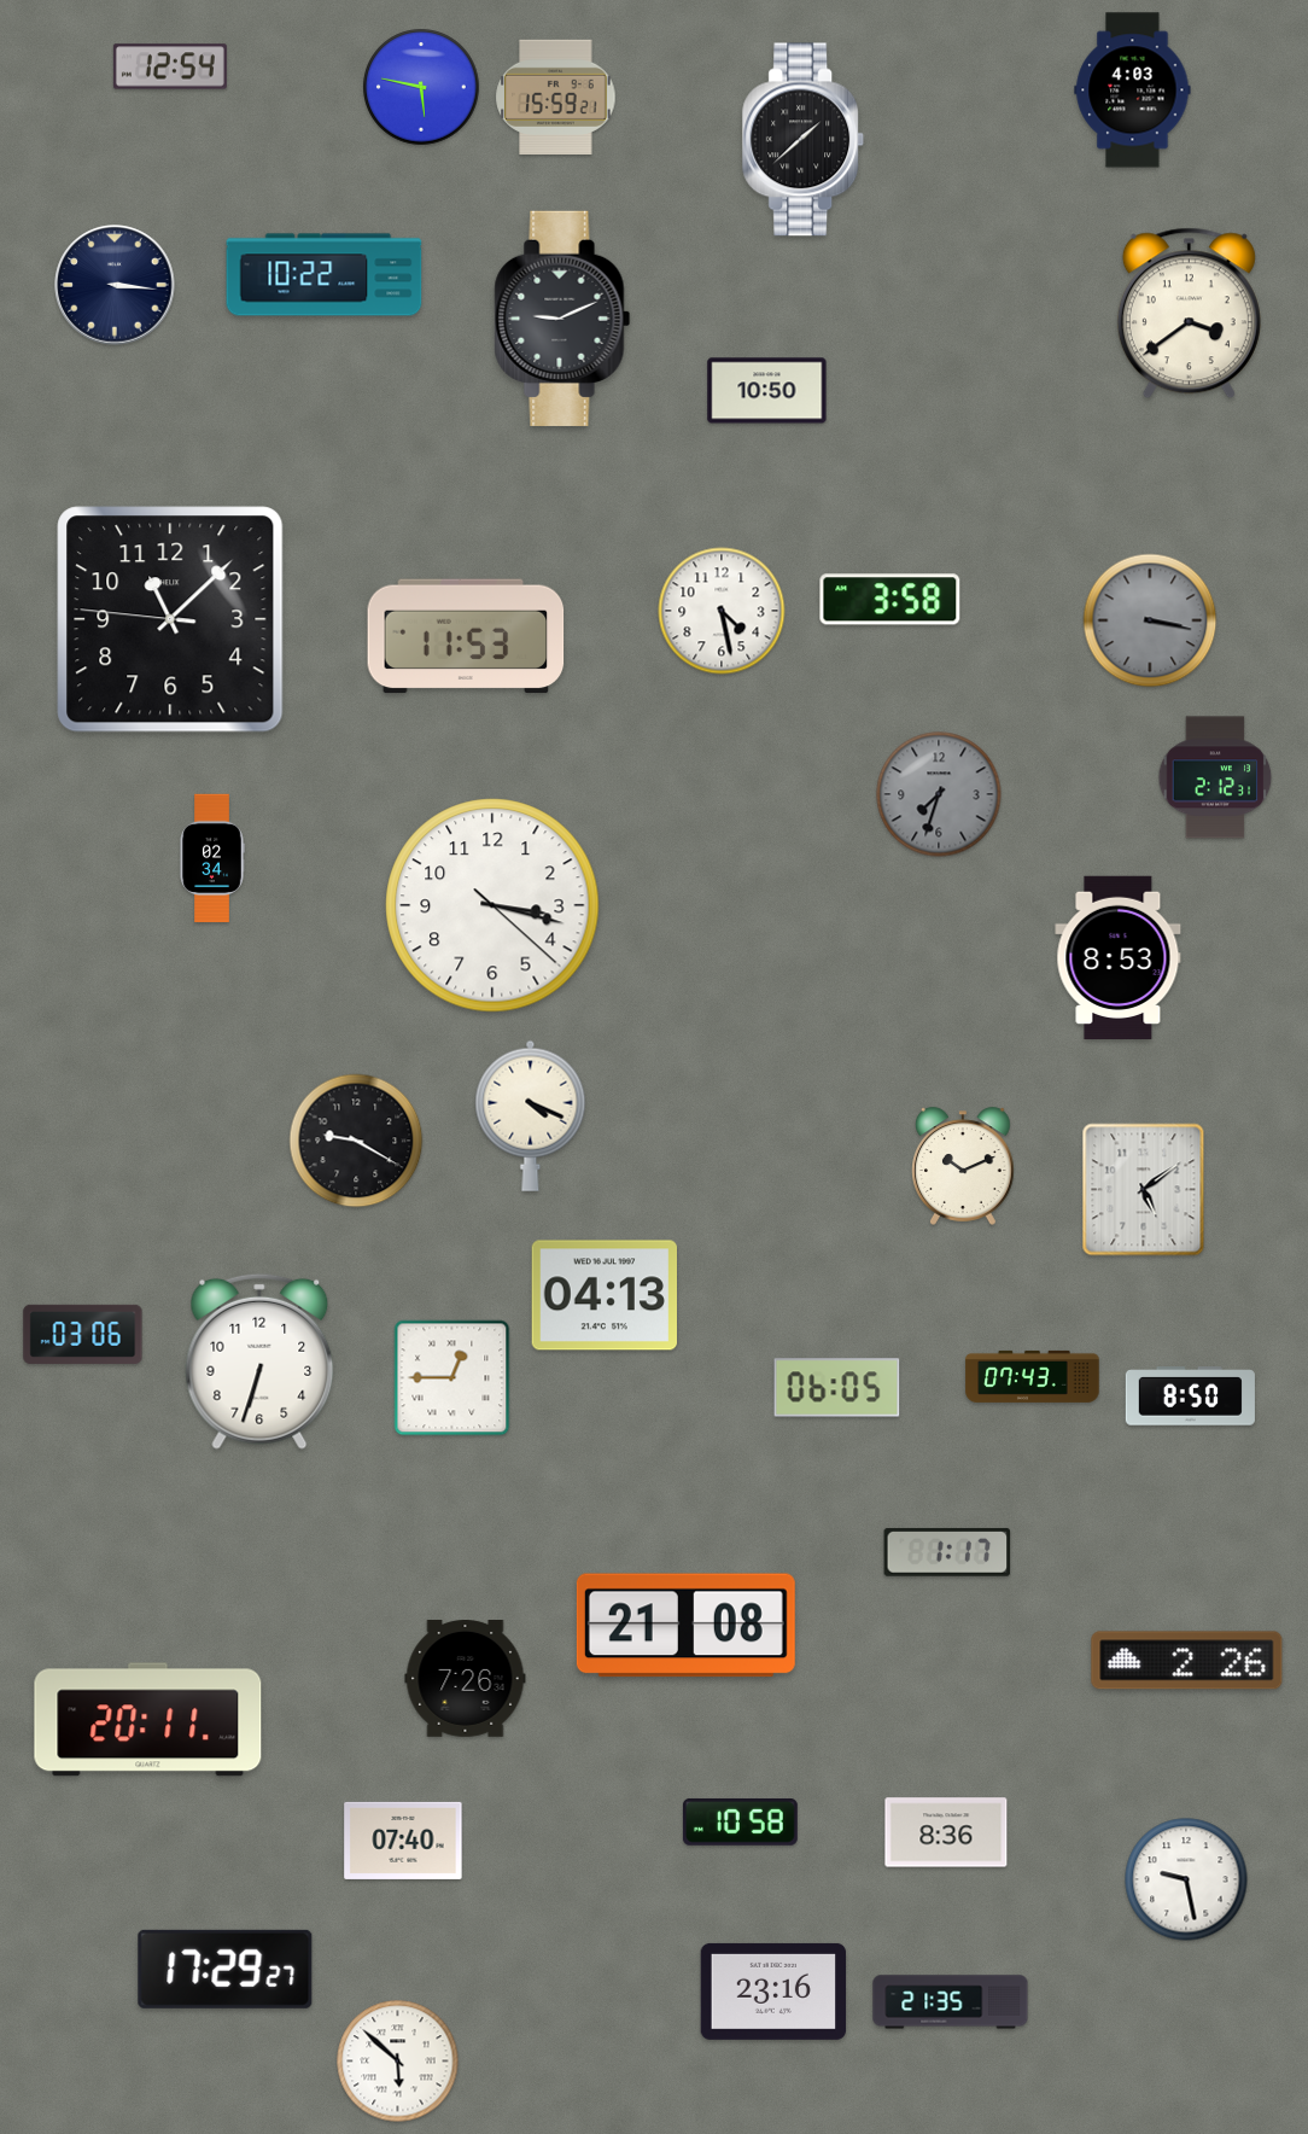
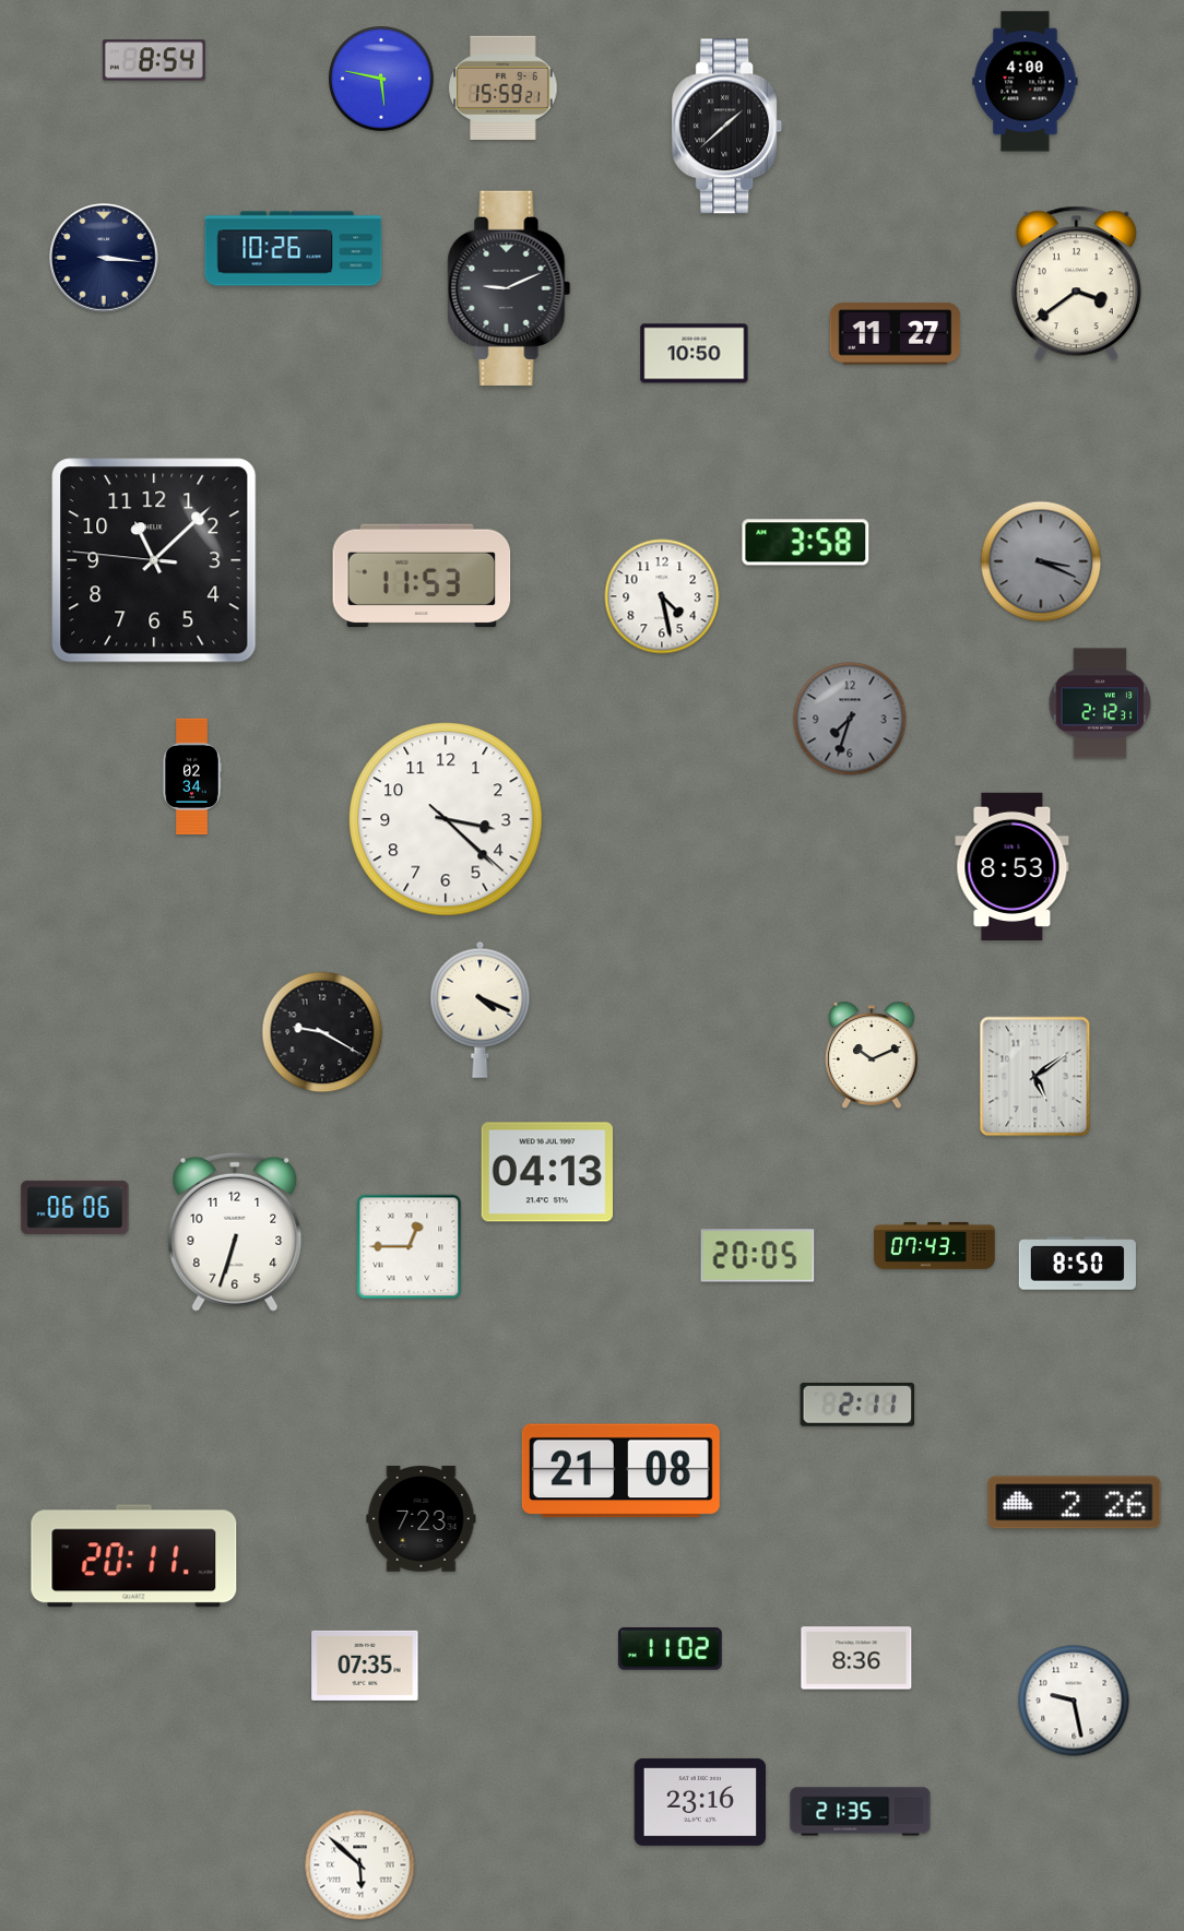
clock at (170, 66): 12:54 -> 8:54
clock at (1133, 91): 4:03 -> 4:00
clock at (325, 275): 10:22 -> 10:26
clock at (896, 334): none -> 11:27
clock at (722, 611) position: (722, 611) -> (662, 596)
clock at (1150, 620): 3:17 -> 3:19
clock at (492, 905): 3:17 -> 3:22
clock at (83, 1334): 03:06 -> 06:06
clock at (837, 1388): 06:05 -> 20:05
clock at (947, 1552): 1:17 -> 2:11
clock at (466, 1679): 7:26 -> 7:23
clock at (740, 1821): 10:58 -> 11:02
clock at (403, 1841): 07:40 -> 07:35
clock at (226, 1969): 17:29 -> none
